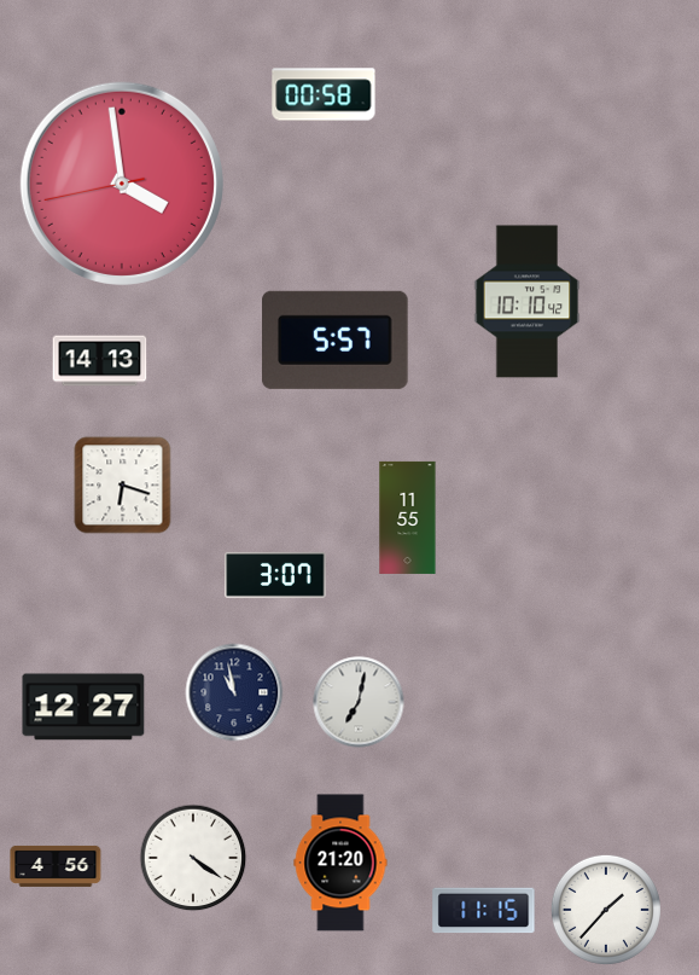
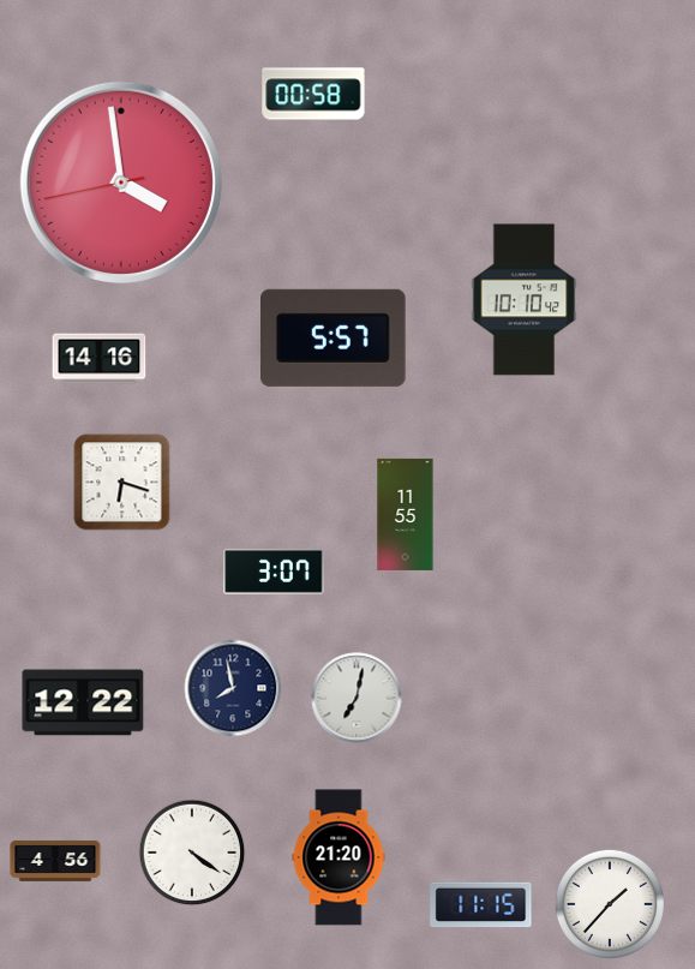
clock at (324, 94) position: (324, 94) -> (313, 94)
clock at (100, 361): 14:13 -> 14:16
clock at (234, 692): 10:58 -> 7:58
clock at (83, 707): 12:27 -> 12:22
clock at (606, 910) position: (606, 910) -> (610, 904)
